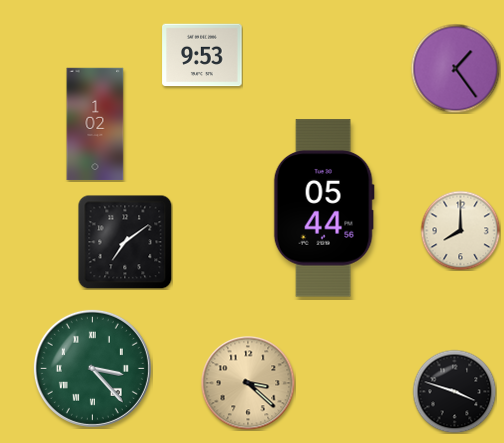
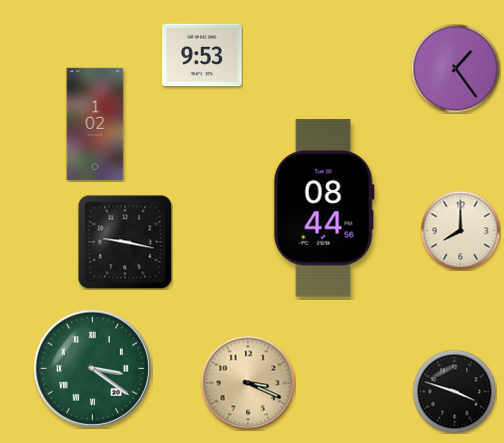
clock at (324, 208): 05:44 -> 08:44
clock at (125, 242): 7:09 -> 9:17
clock at (92, 368): 3:23 -> 3:21
clock at (248, 383): 3:22 -> 3:19
